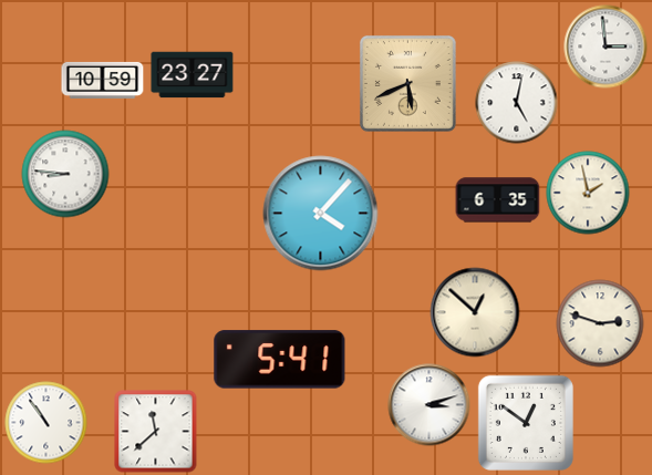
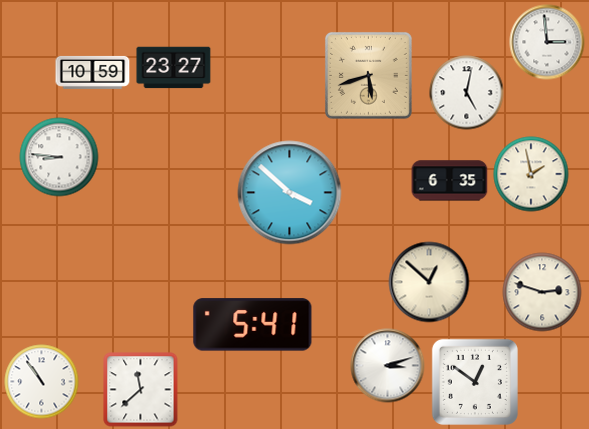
clock at (407, 83): 5:41 -> 5:42
clock at (321, 214): 4:07 -> 3:52
